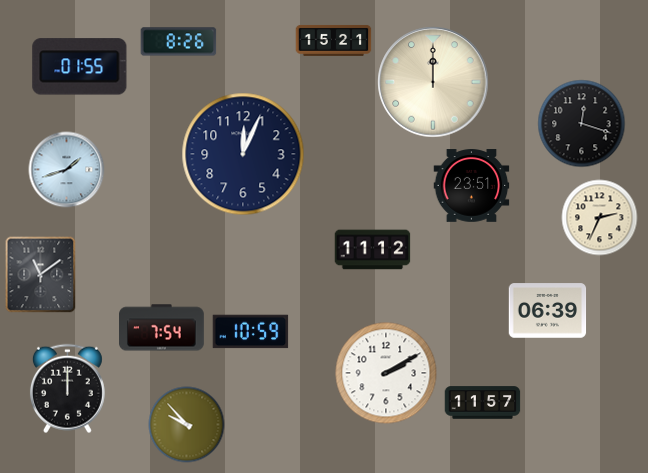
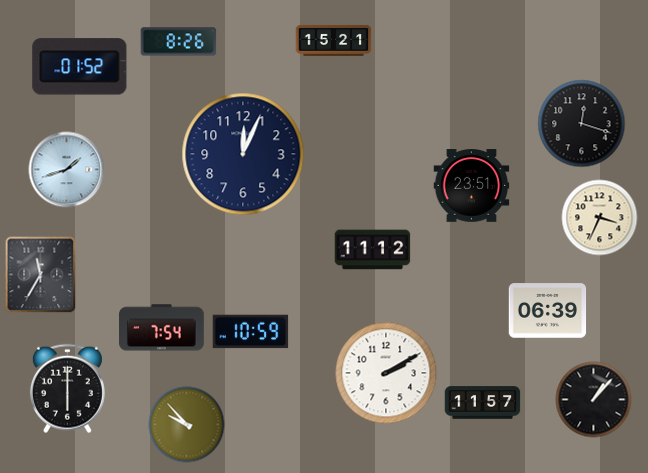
clock at (80, 67): 01:55 -> 01:52
clock at (433, 82): 12:00 -> none
clock at (600, 218): 2:34 -> 3:34
clock at (41, 275): 11:09 -> 11:35
clock at (67, 389): 12:00 -> 6:00
clock at (594, 400): none -> 1:07
